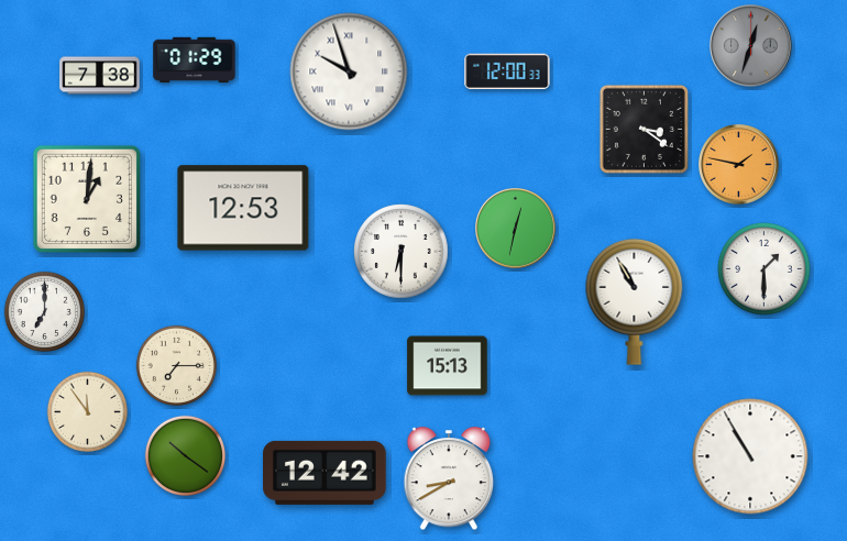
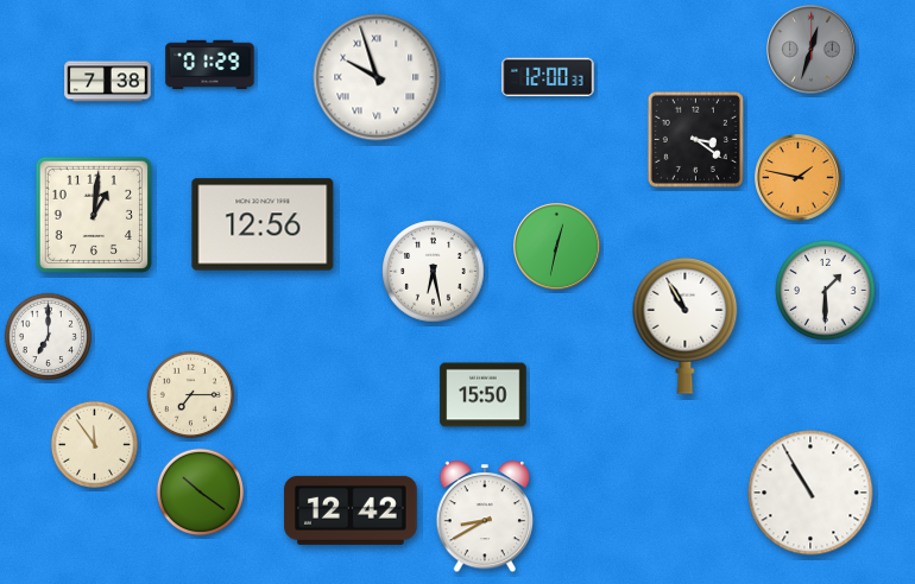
clock at (243, 208): 12:53 -> 12:56
clock at (402, 252): 6:30 -> 6:28
clock at (448, 366): 15:13 -> 15:50
